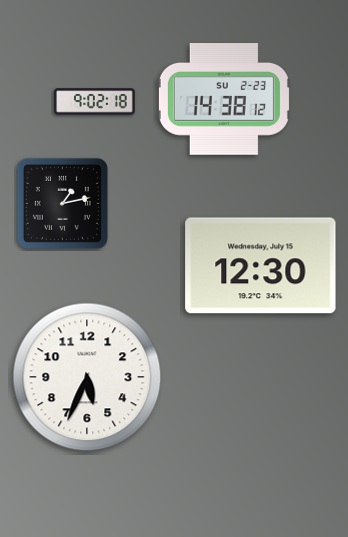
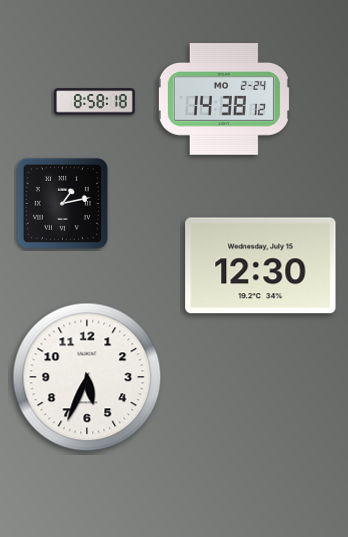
clock at (224, 100) date: SU 2-23 -> MO 2-24
clock at (95, 102): 9:02 -> 8:58
